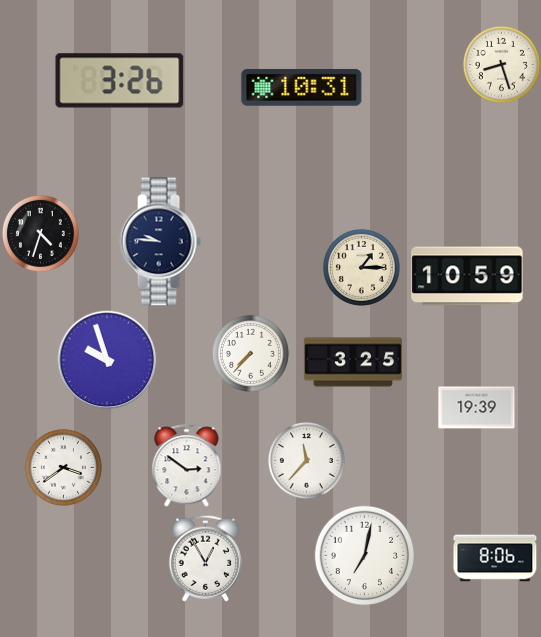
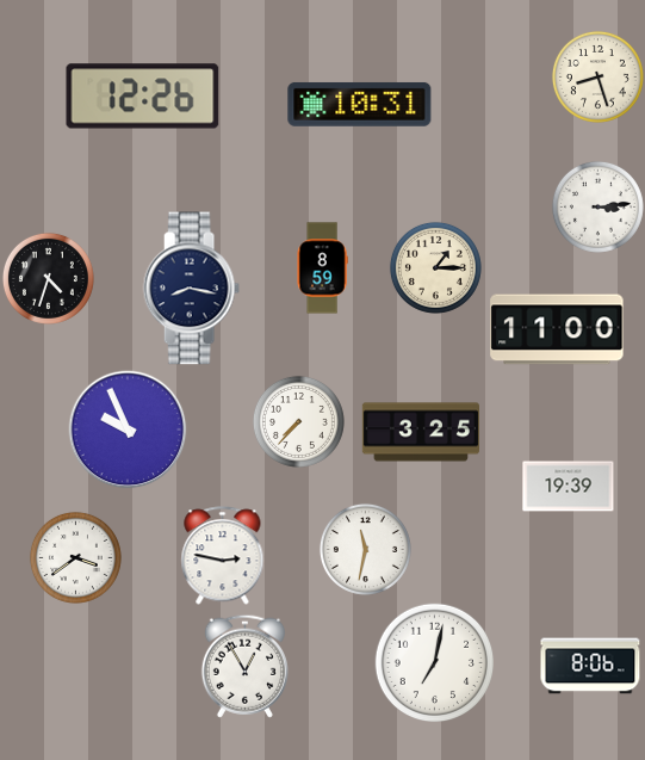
clock at (120, 81): 3:26 -> 12:26
clock at (597, 206): none -> 3:14
clock at (322, 268): none -> 8:59
clock at (160, 242): 9:46 -> 8:17
clock at (361, 267) position: (361, 267) -> (435, 267)
clock at (467, 276): 10:59 -> 11:00
clock at (107, 360): 9:57 -> 9:56
clock at (306, 460): 11:37 -> 11:32
clock at (187, 466): 2:51 -> 2:47
